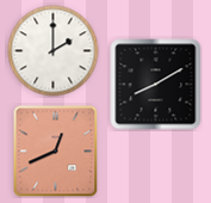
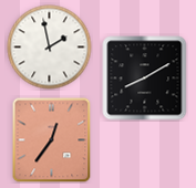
clock at (54, 51): 2:00 -> 1:58
clock at (56, 152): 12:41 -> 12:36
